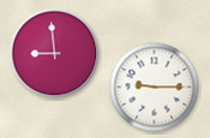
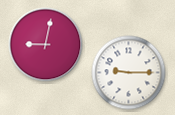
clock at (55, 54): 8:59 -> 9:02
